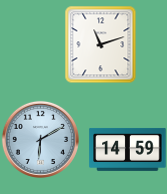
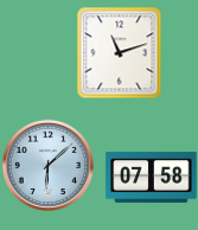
clock at (40, 139): 6:10 -> 6:08
clock at (128, 149): 14:59 -> 07:58
